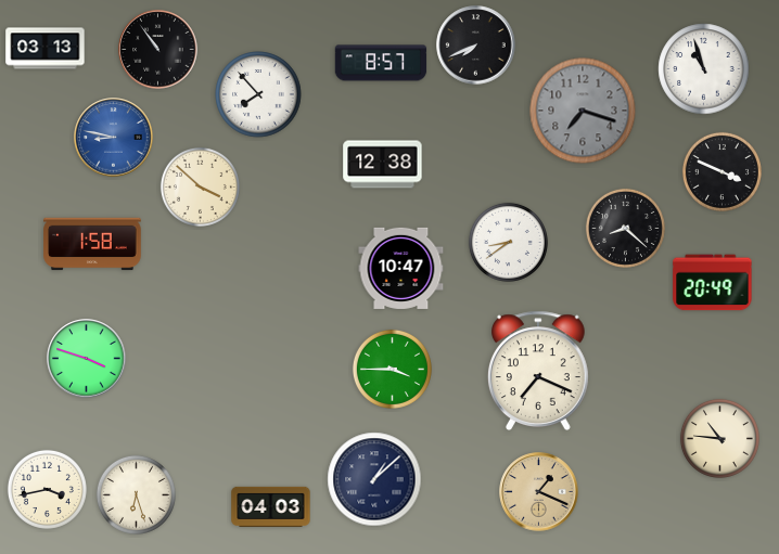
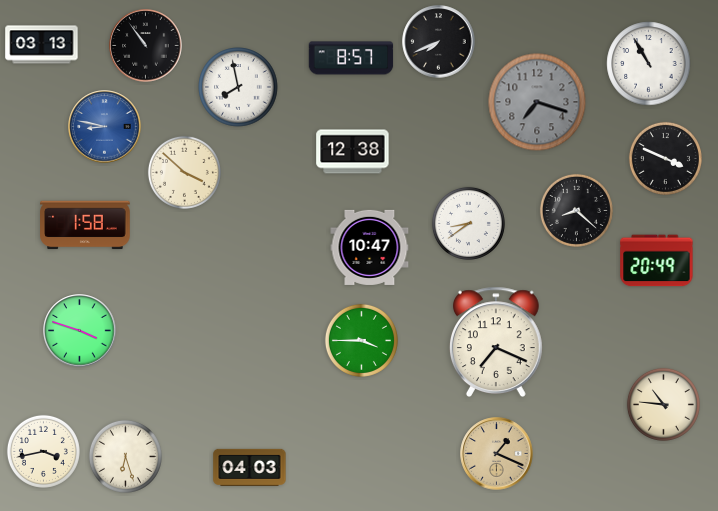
clock at (704, 69): 10:57 -> 10:55
clock at (258, 94): 7:53 -> 7:58
clock at (374, 479): 1:08 -> none
